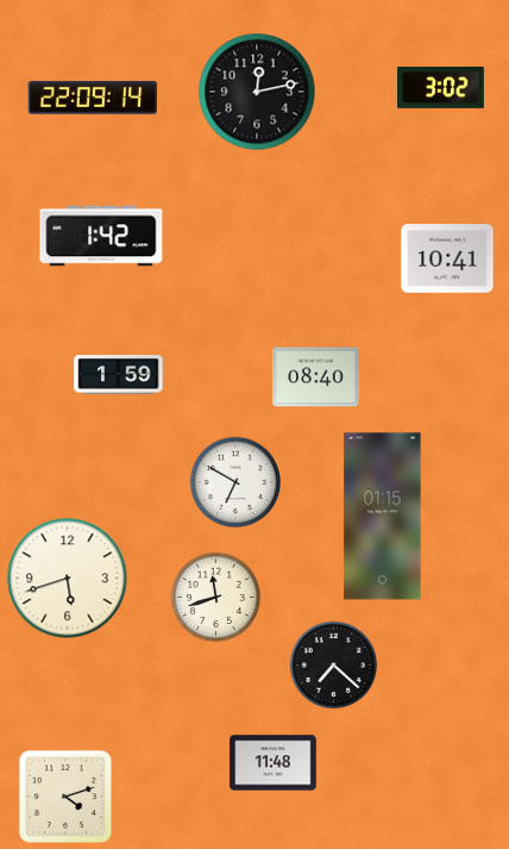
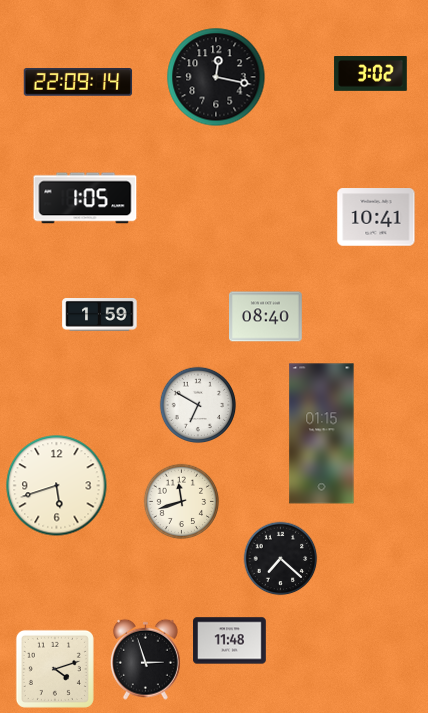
clock at (257, 92): 12:13 -> 12:17
clock at (101, 236): 1:42 -> 1:05
clock at (145, 659): none -> 2:57
